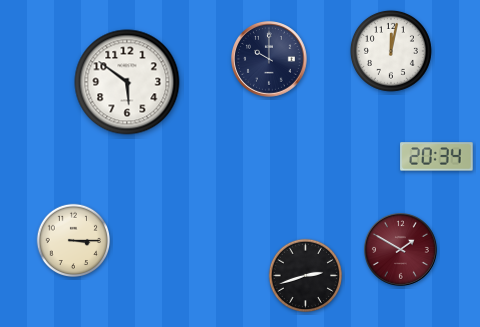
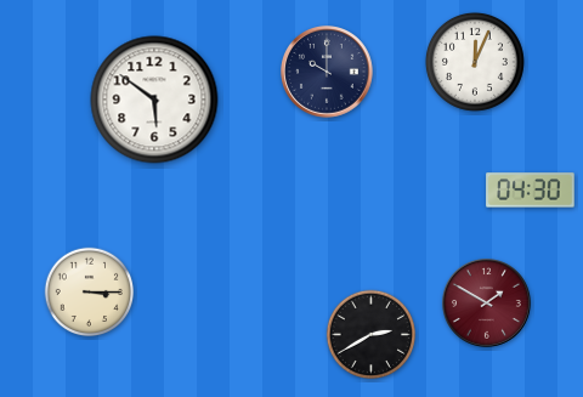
clock at (391, 51): 12:02 -> 12:04
clock at (437, 157): 20:34 -> 04:30
clock at (306, 276): 2:42 -> 2:40
